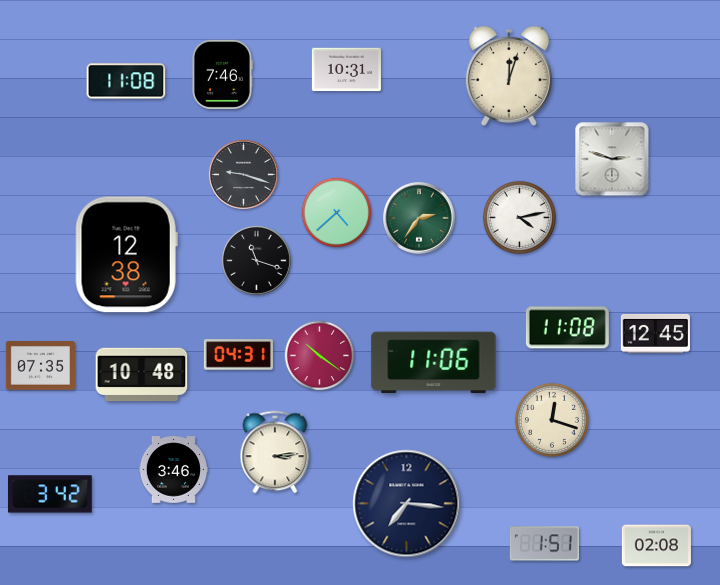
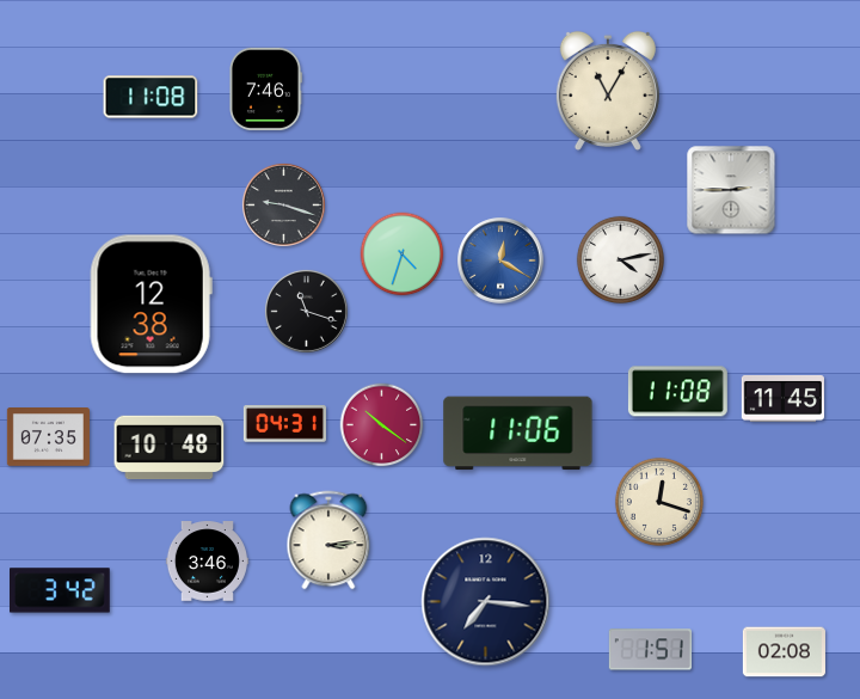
clock at (346, 70): 10:31 -> none
clock at (509, 76): 12:03 -> 11:05
clock at (612, 159): 2:48 -> 2:45
clock at (243, 174) position: (243, 174) -> (283, 204)
clock at (337, 213): 4:38 -> 4:33
clock at (419, 218): 2:36 -> 12:20
clock at (419, 218) dial: green -> blue
clock at (655, 333): 12:45 -> 11:45
